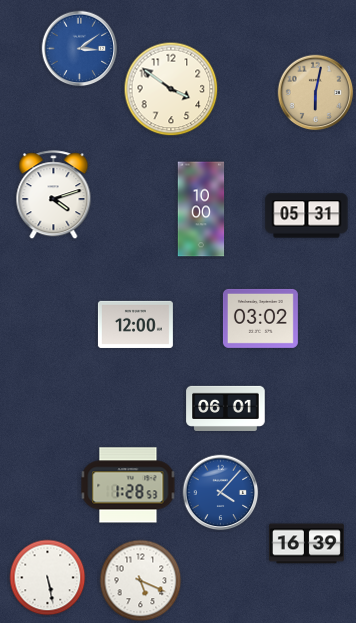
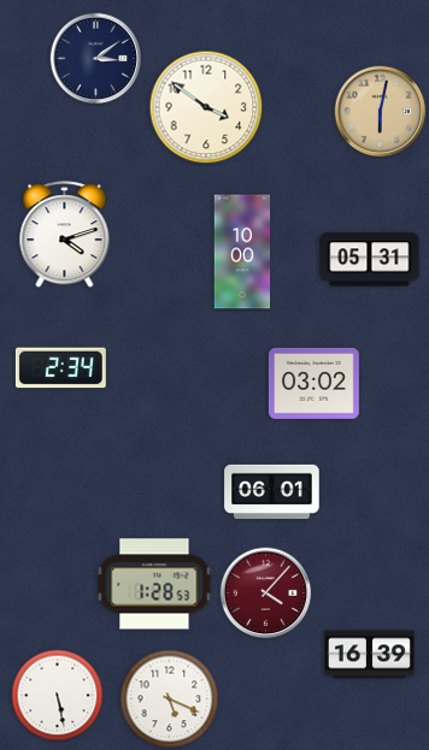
clock at (80, 49) dial: blue -> navy
clock at (60, 368): none -> 2:34
clock at (135, 324): 12:00 -> none
clock at (221, 493) dial: blue -> burgundy
